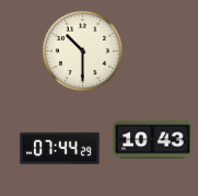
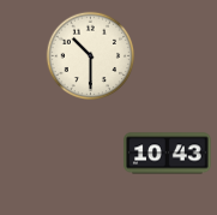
clock at (60, 148): 07:44 -> none
